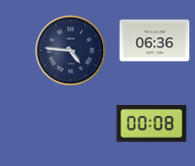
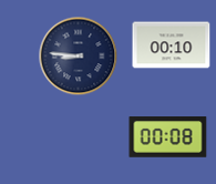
clock at (155, 41): 06:36 -> 00:10
clock at (71, 51): 4:46 -> 8:46
